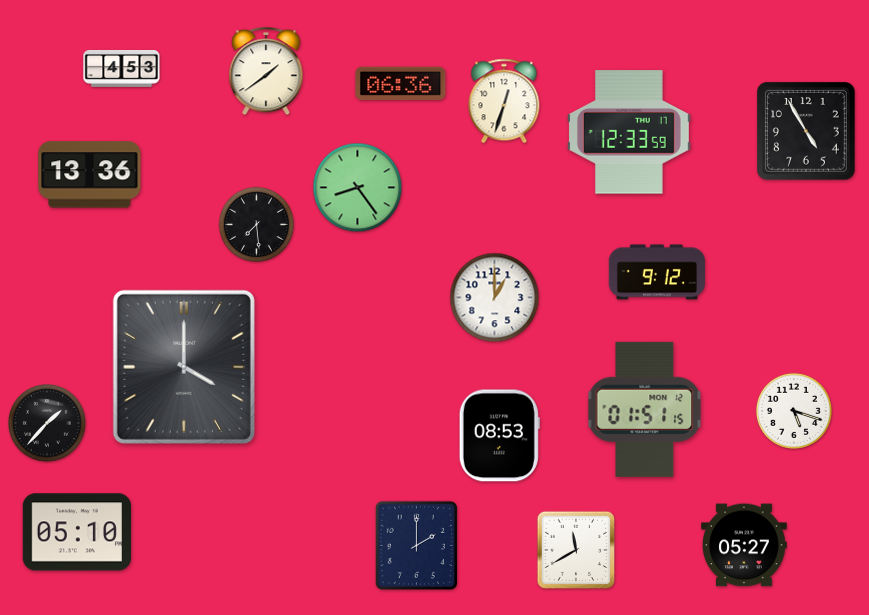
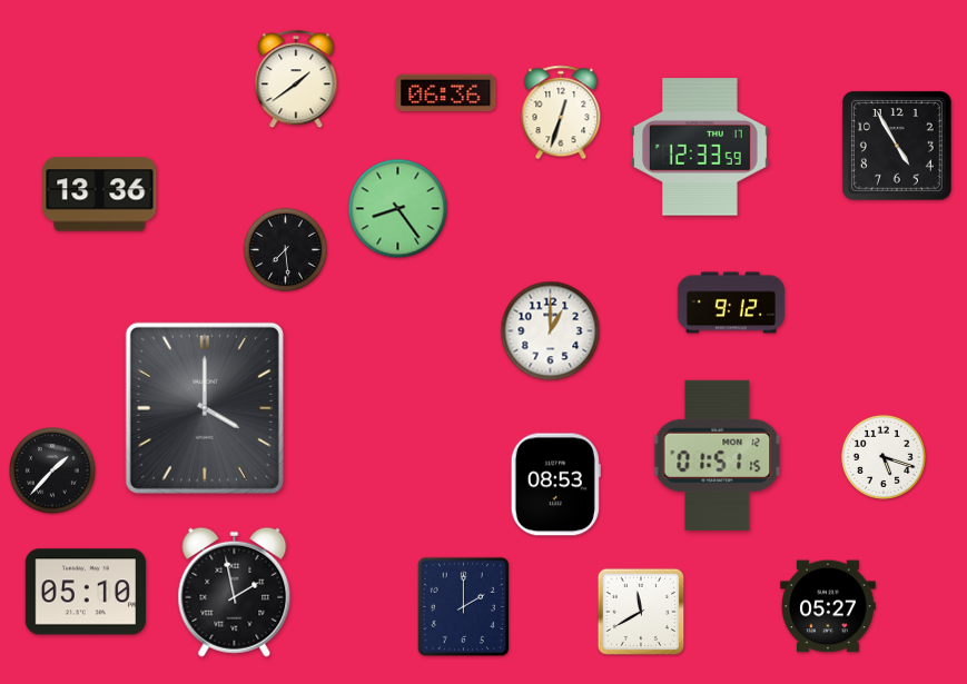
clock at (122, 69): 4:53 -> none
clock at (235, 592): none -> 1:58
